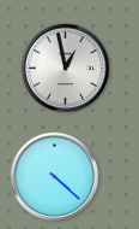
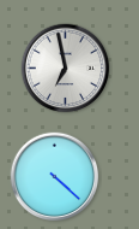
clock at (66, 69): 12:58 -> 6:58
